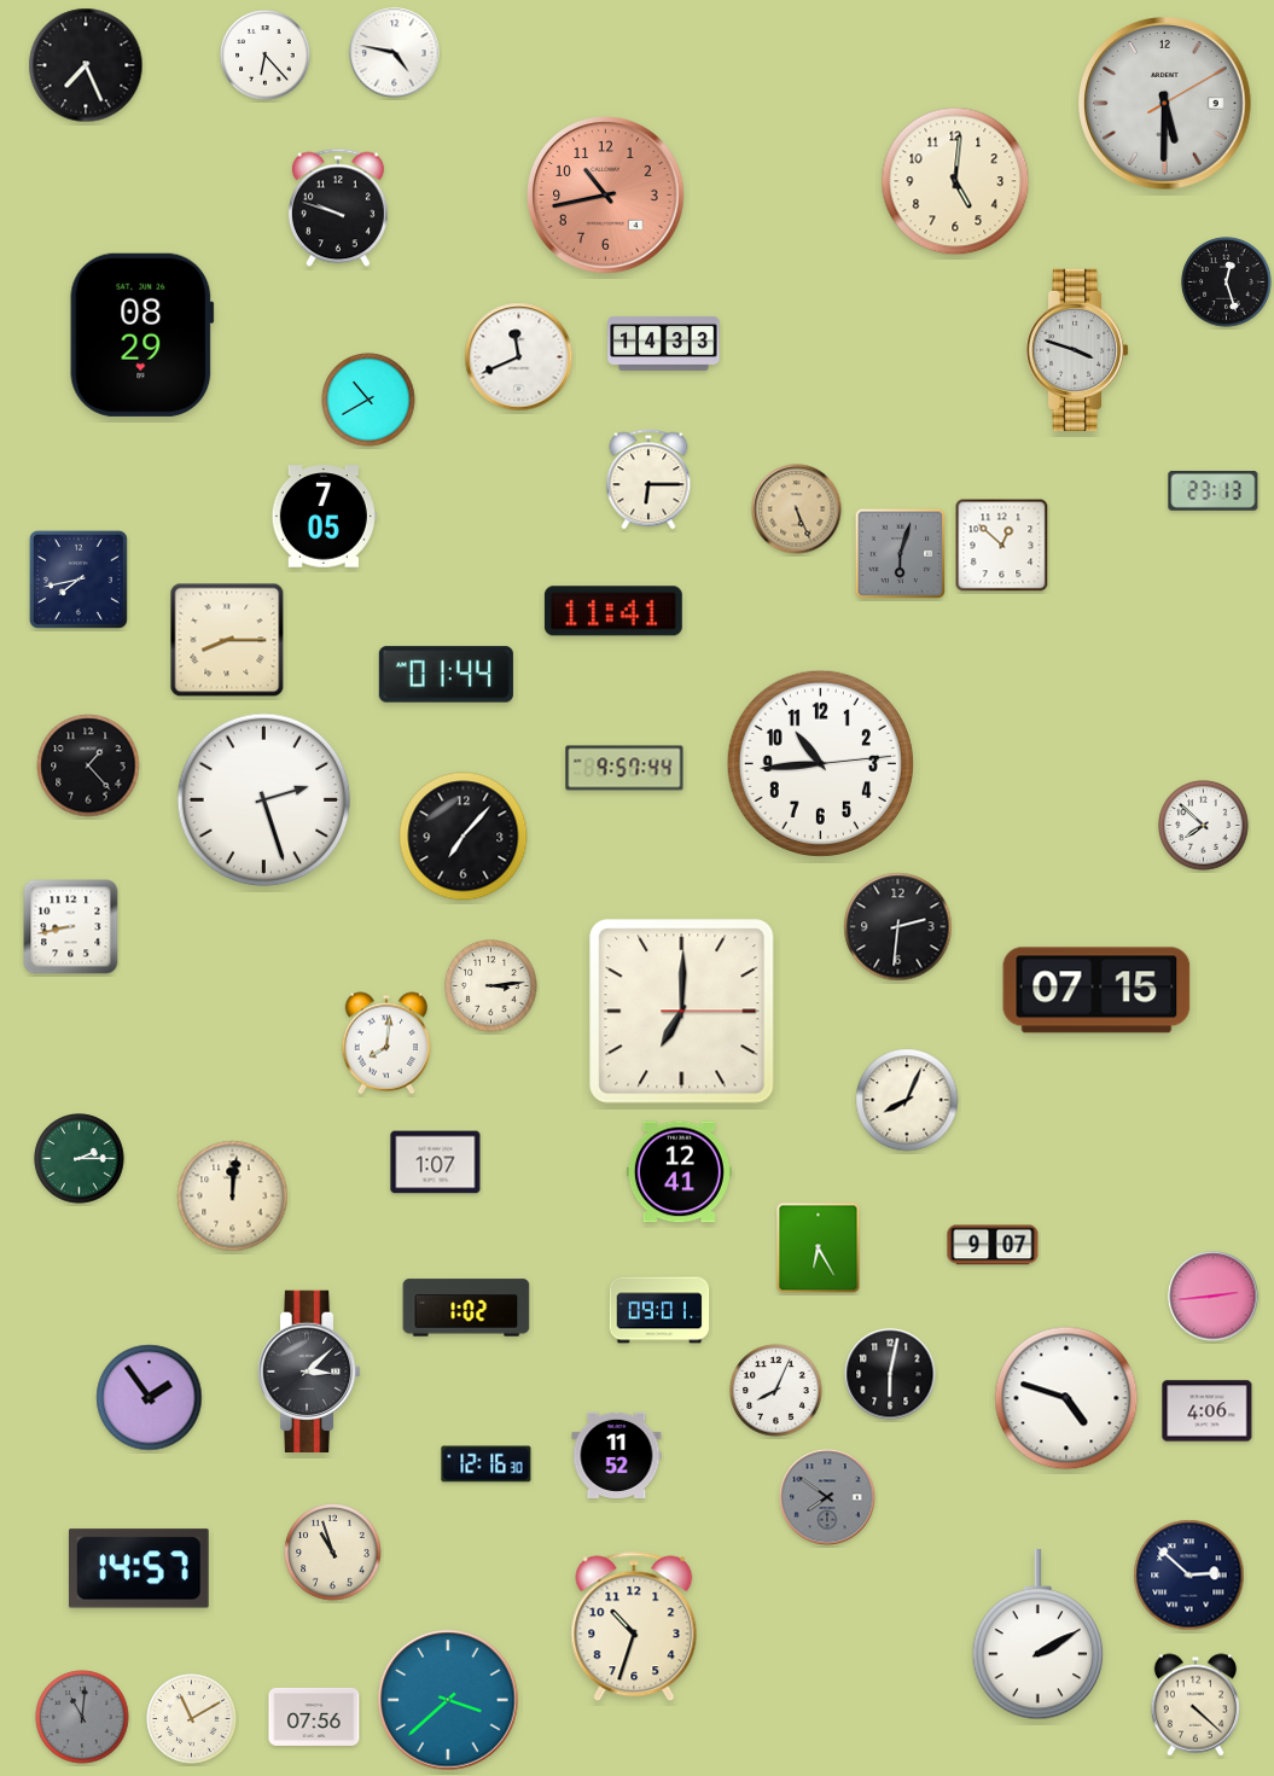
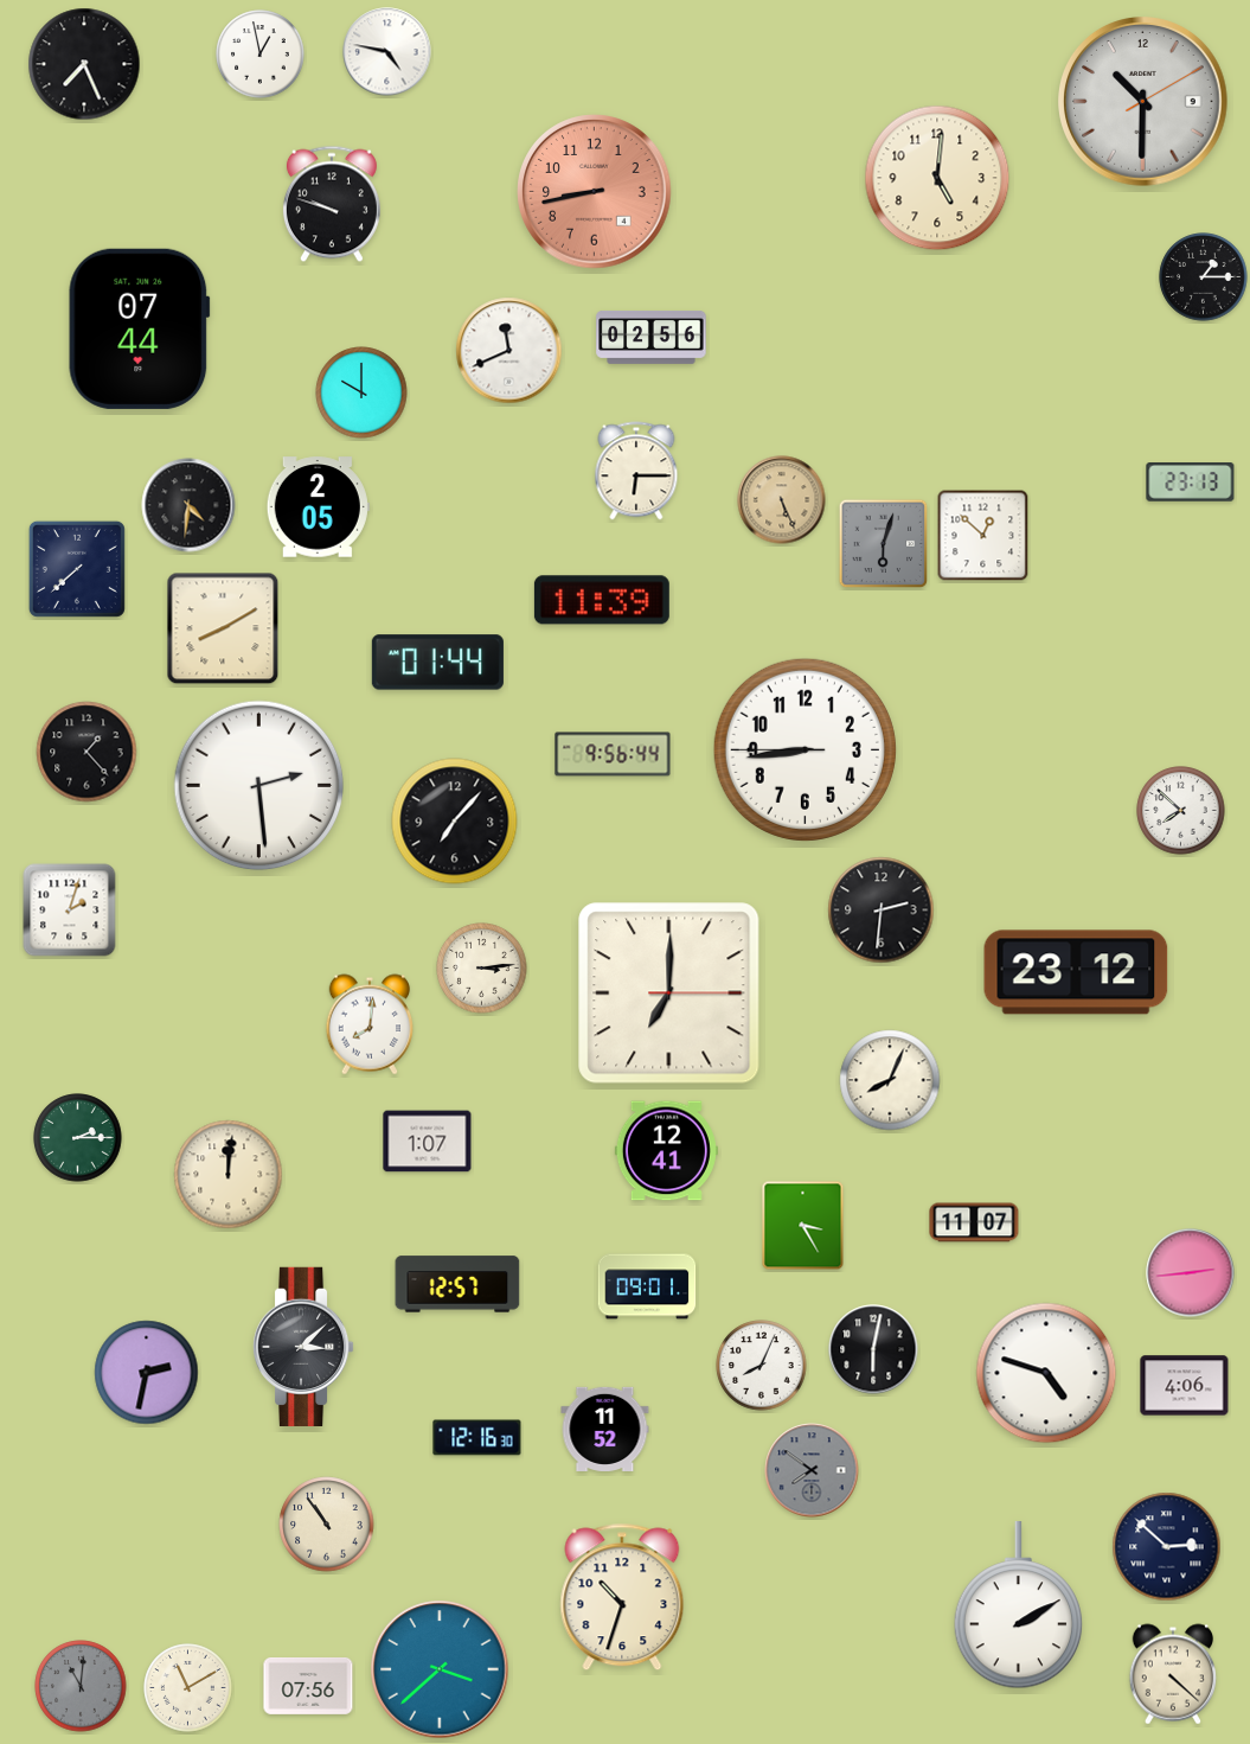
clock at (266, 56): 6:23 -> 12:58
clock at (1165, 104): 5:30 -> 10:30
clock at (606, 196): 10:43 -> 8:43
clock at (1227, 283): 12:27 -> 1:15
clock at (142, 334): 08:29 -> 07:44
clock at (664, 344): 14:33 -> 02:56
clock at (1077, 349): 3:48 -> none
clock at (368, 400): 10:40 -> 10:00
clock at (188, 505): none -> 4:31
clock at (324, 517): 7:05 -> 2:05
clock at (78, 580): 7:43 -> 7:38
clock at (613, 611): 11:41 -> 11:39
clock at (227, 640): 8:15 -> 8:10
clock at (820, 763): 10:44 -> 8:43
clock at (624, 768): 9:57 -> 9:56
clock at (264, 800): 2:27 -> 2:29
clock at (71, 927): 8:43 -> 2:03
clock at (1096, 990): 07:15 -> 23:12
clock at (385, 1043) position: (385, 1043) -> (368, 1024)
clock at (993, 1245): 9:07 -> 11:07
clock at (819, 1248): 6:25 -> 3:25
clock at (466, 1308): 1:02 -> 12:57
clock at (150, 1398): 1:54 -> 2:32
clock at (333, 1553): 10:57 -> 10:54
clock at (139, 1568): 14:57 -> none
